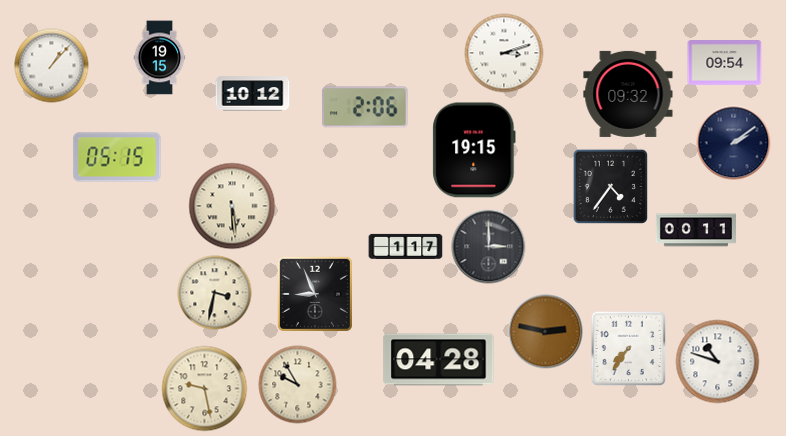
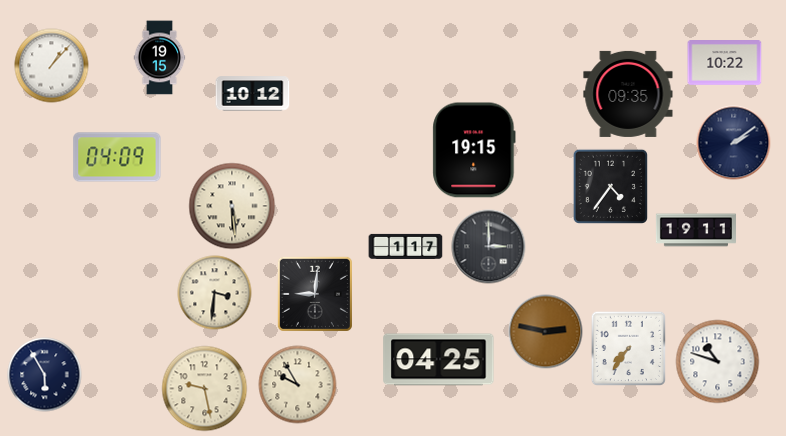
clock at (504, 53): 3:12 -> none
clock at (725, 63): 09:54 -> 10:22
clock at (628, 94): 09:32 -> 09:35
clock at (365, 107): 2:06 -> none
clock at (117, 157): 05:15 -> 04:09
clock at (696, 230): 00:11 -> 19:11
clock at (215, 293): 3:32 -> 3:31
clock at (315, 294): 8:56 -> 9:01
clock at (439, 360): 04:28 -> 04:25
clock at (45, 375): none -> 5:55
